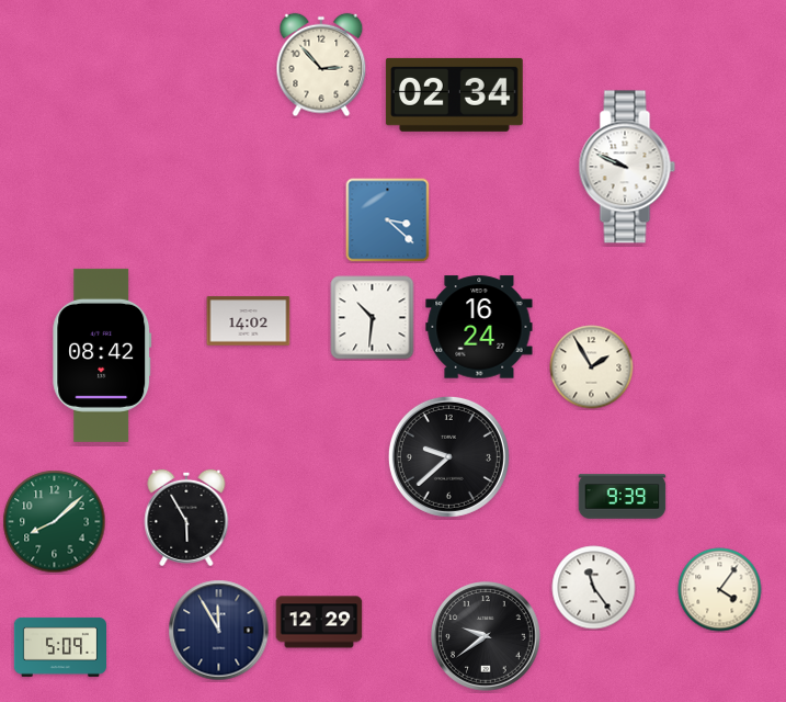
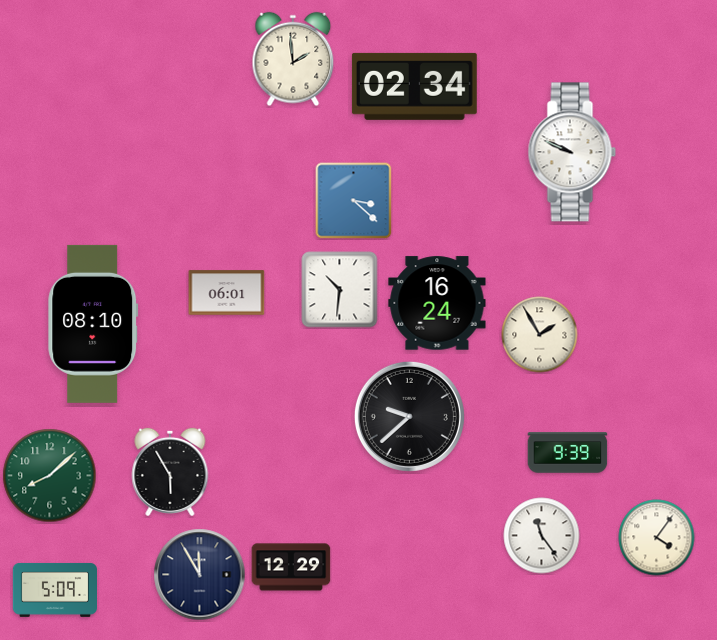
clock at (321, 65): 2:53 -> 1:59
clock at (249, 321): 14:02 -> 06:01
clock at (479, 327) position: (479, 327) -> (437, 303)
clock at (102, 355): 08:42 -> 08:10
clock at (486, 636): 9:39 -> none
